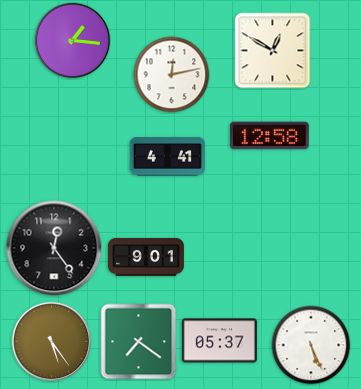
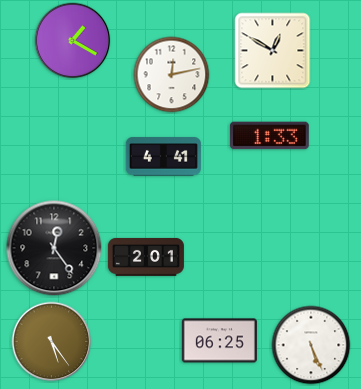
clock at (73, 41): 1:16 -> 1:20
clock at (270, 136): 12:58 -> 1:33
clock at (167, 157) position: (167, 157) -> (163, 157)
clock at (146, 257): 9:01 -> 2:01
clock at (219, 341): 05:37 -> 06:25
clock at (139, 342): 7:21 -> none
